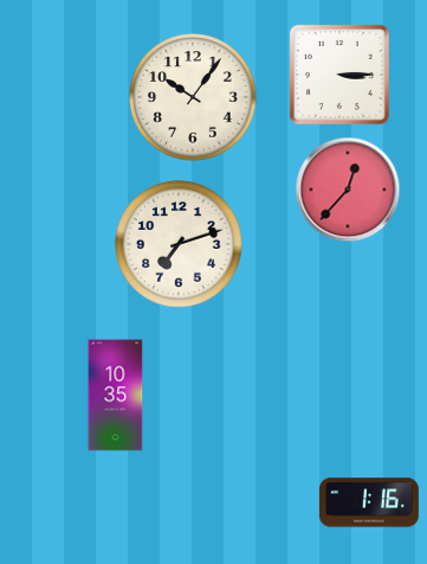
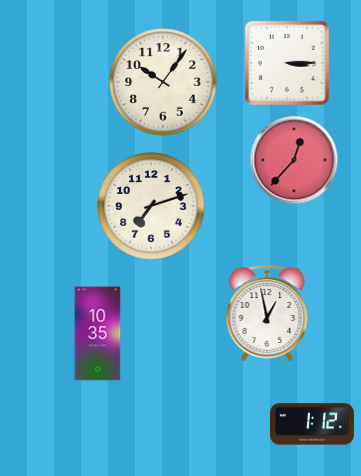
clock at (267, 313): none -> 12:58
clock at (369, 502): 1:16 -> 1:12
